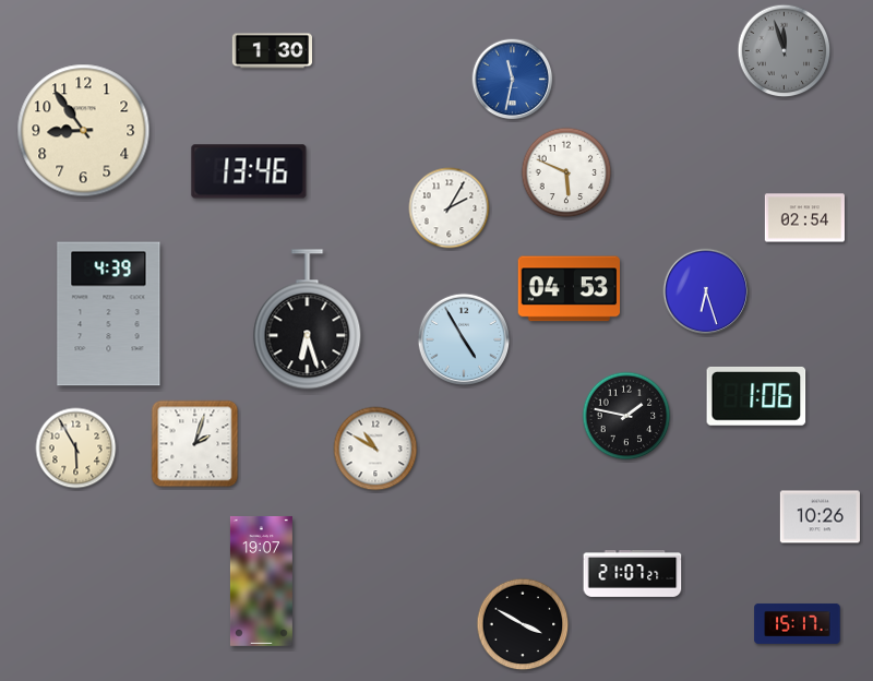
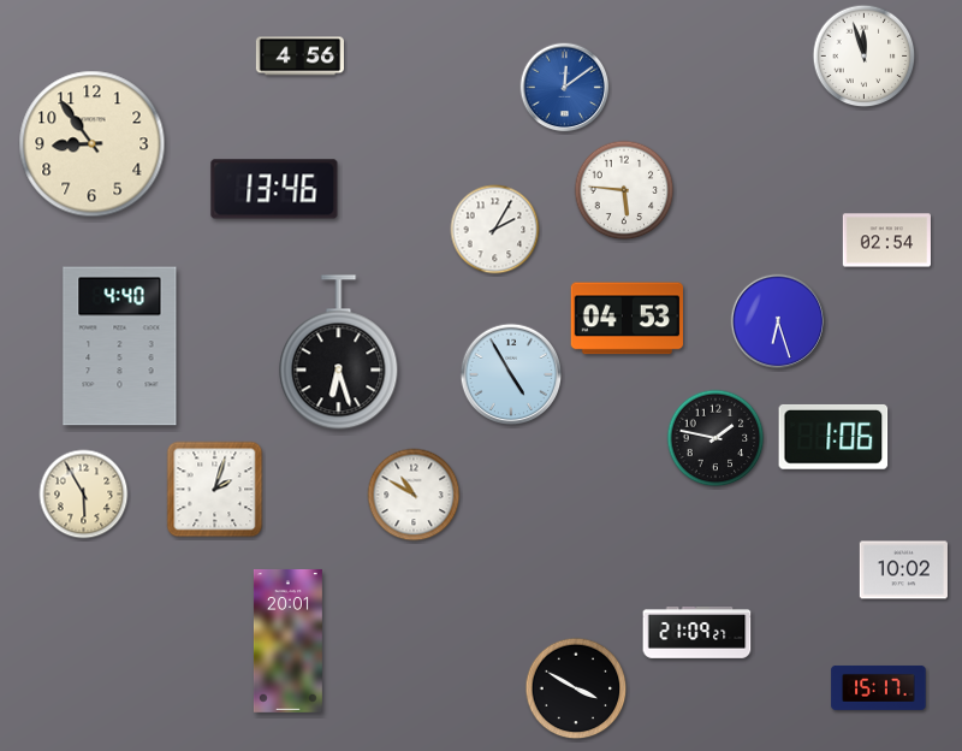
clock at (272, 51): 1:30 -> 4:56
clock at (785, 51) dial: grey -> white
clock at (513, 80): 11:32 -> 12:09
clock at (566, 172): 5:49 -> 5:46
clock at (109, 314): 4:39 -> 4:40
clock at (626, 416) position: (626, 416) -> (715, 438)
clock at (820, 517): 10:26 -> 10:02
clock at (633, 574): 21:07 -> 21:09
clock at (261, 581): 19:07 -> 20:01
